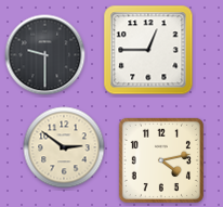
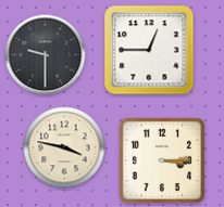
clock at (64, 147): 2:51 -> 3:47
clock at (161, 160): 4:13 -> 3:15
